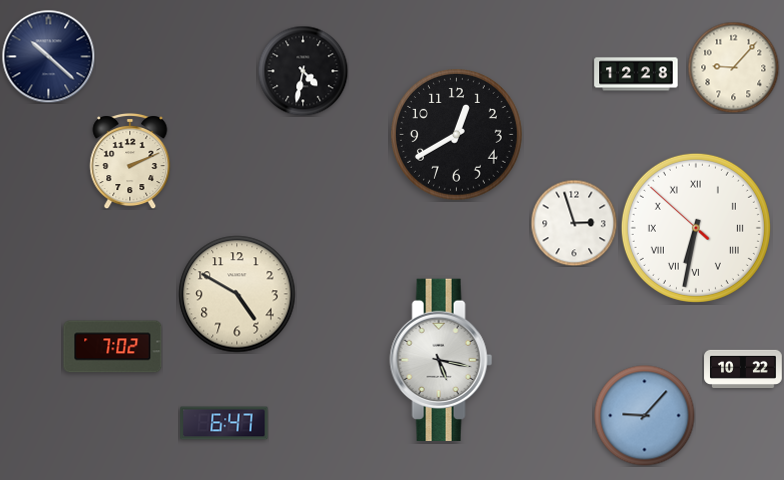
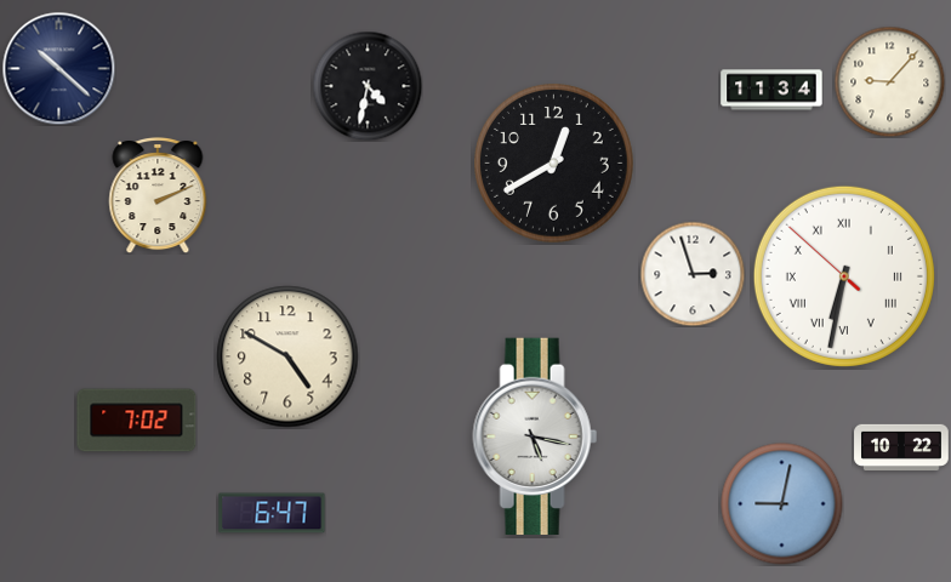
clock at (636, 74): 12:28 -> 11:34
clock at (574, 223) position: (574, 223) -> (693, 274)
clock at (645, 416): 9:07 -> 9:02
